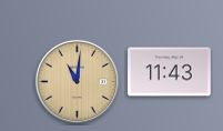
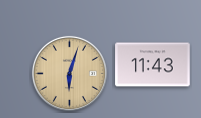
clock at (77, 81): 11:01 -> 6:03
